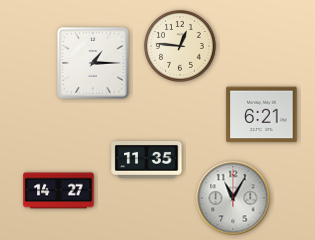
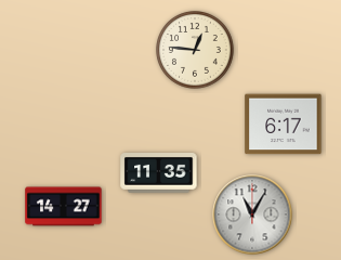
clock at (94, 64): 1:15 -> none
clock at (262, 115): 6:21 -> 6:17
